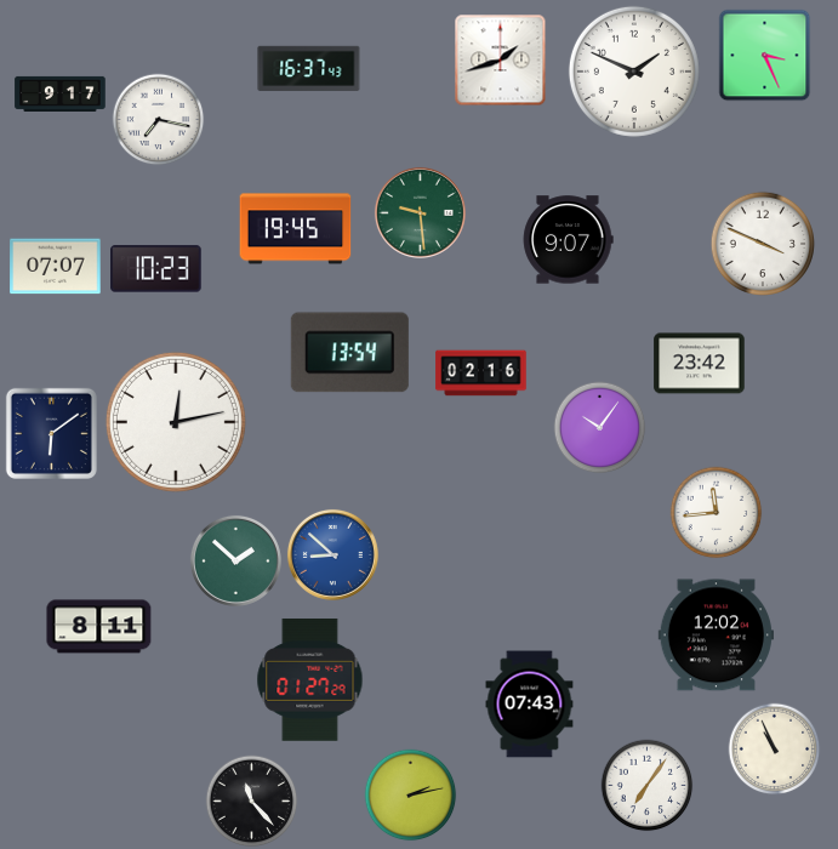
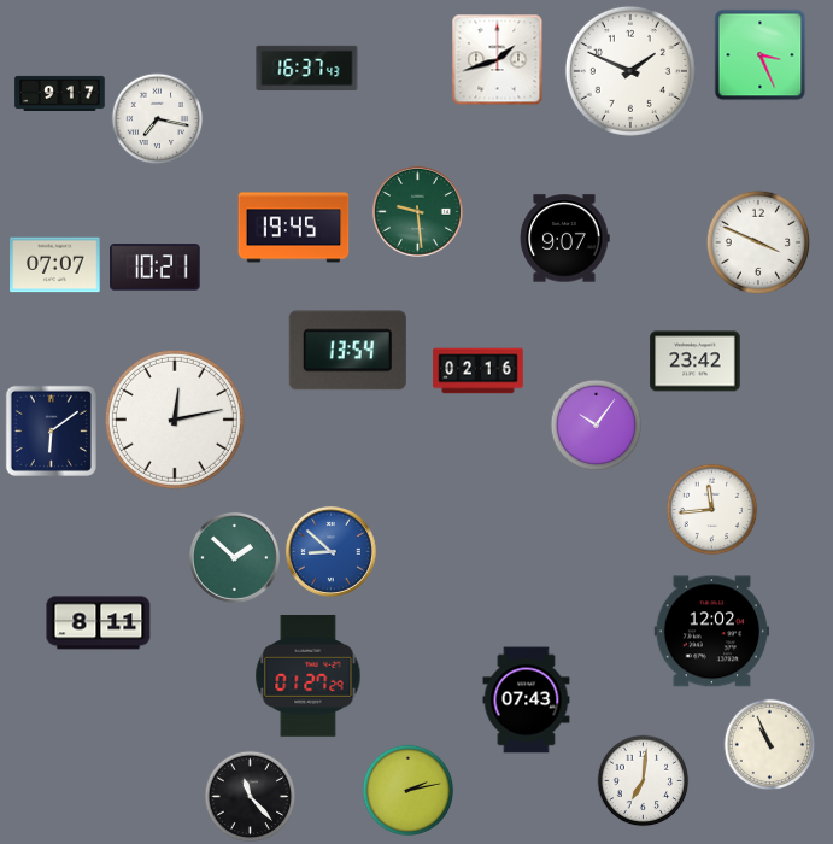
clock at (156, 269): 10:23 -> 10:21
clock at (648, 786): 7:06 -> 7:01
